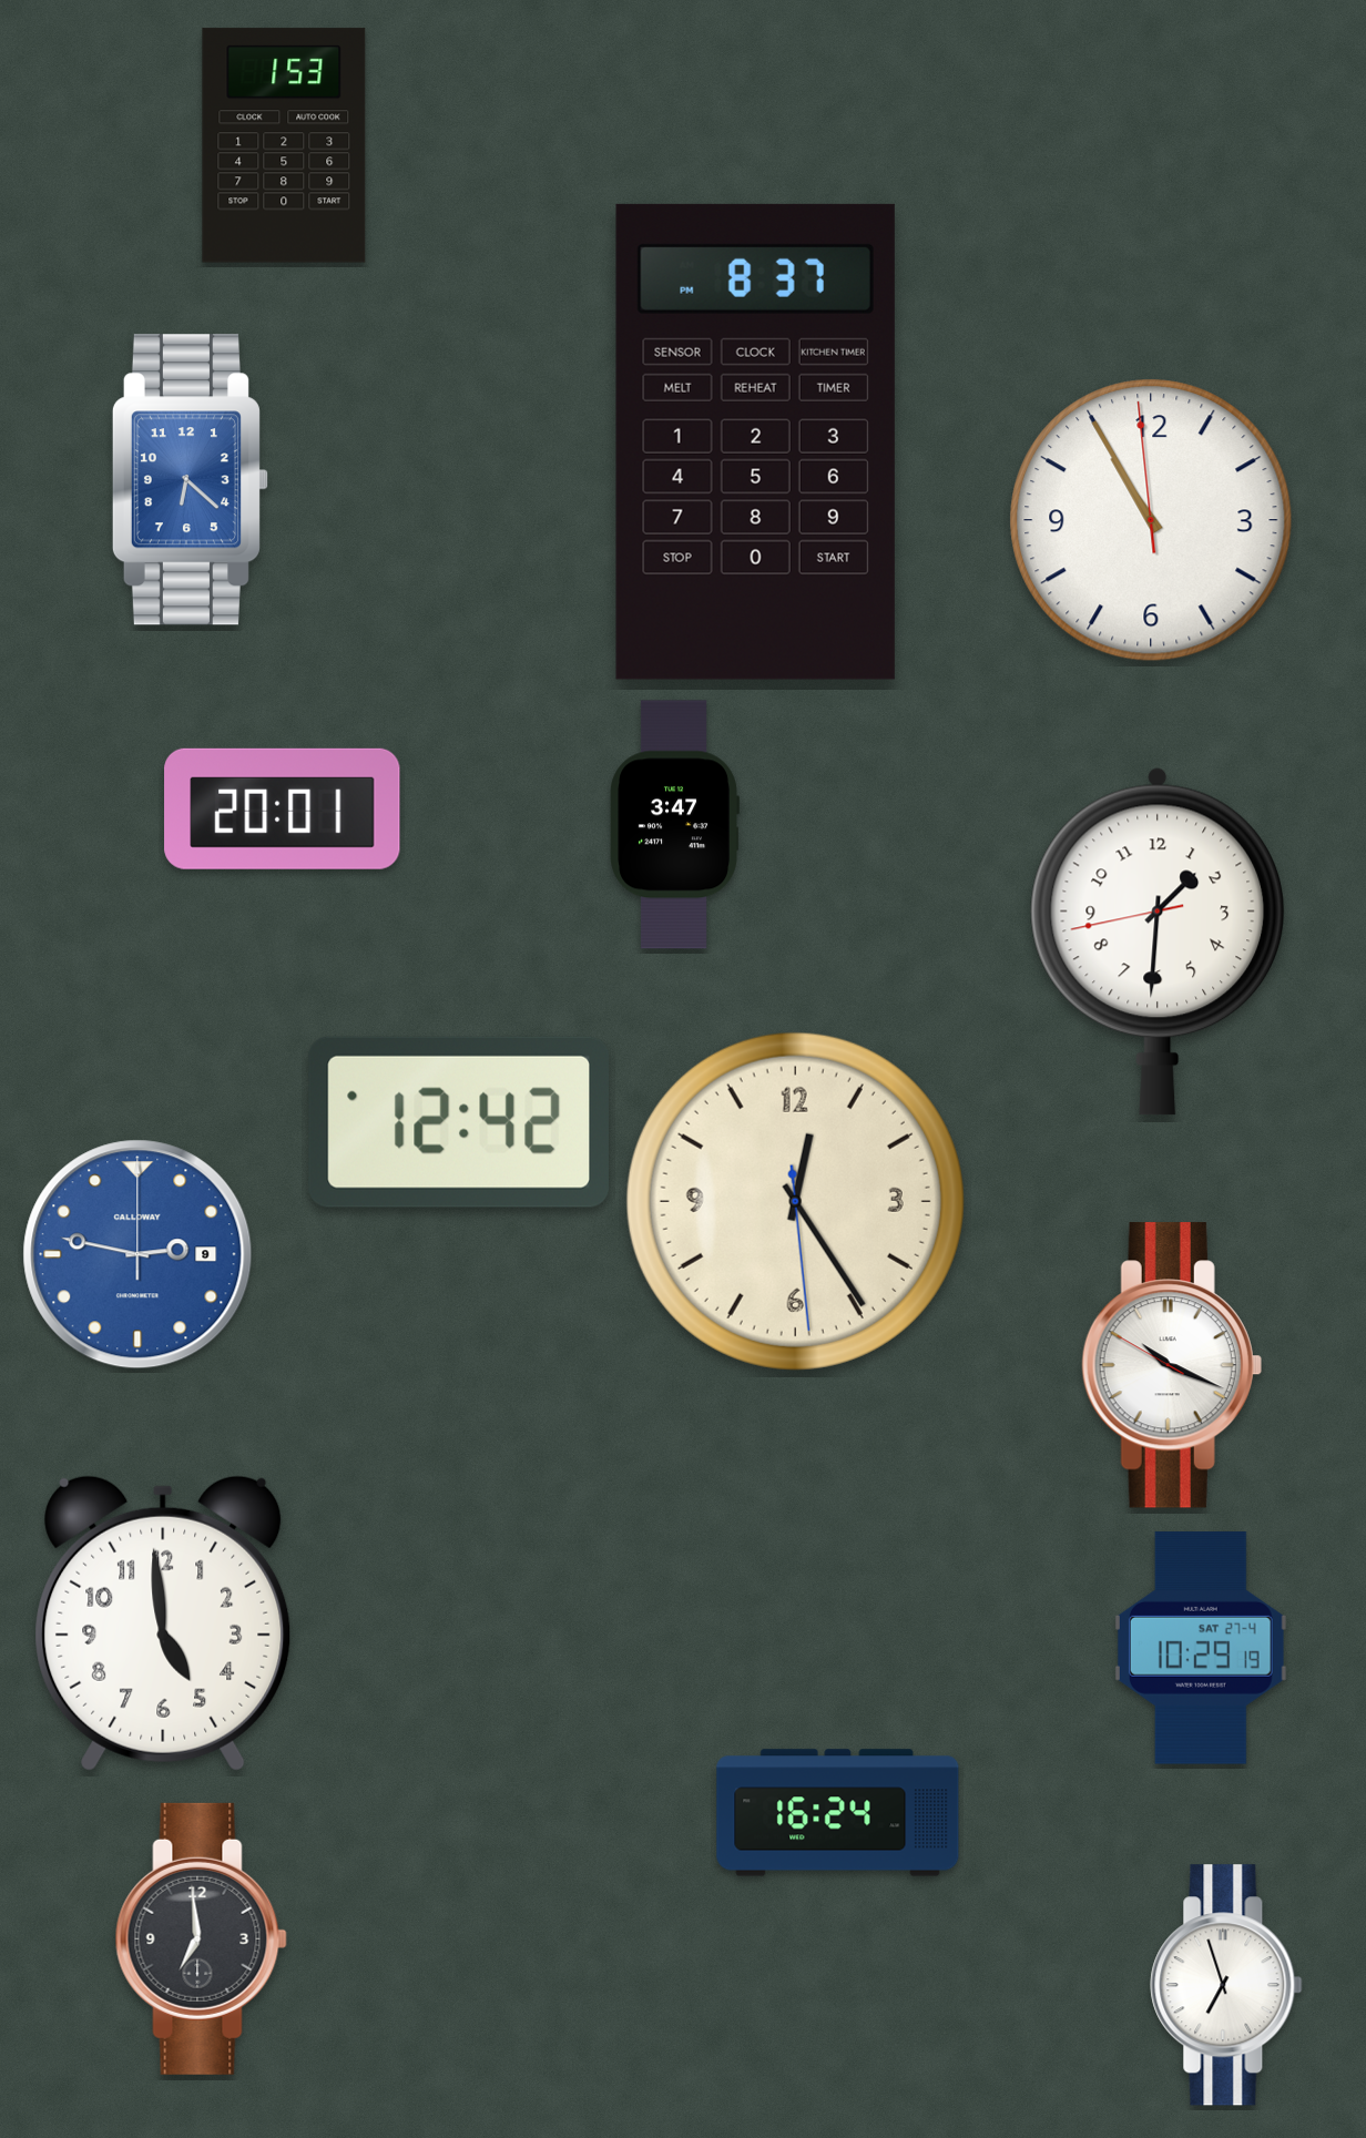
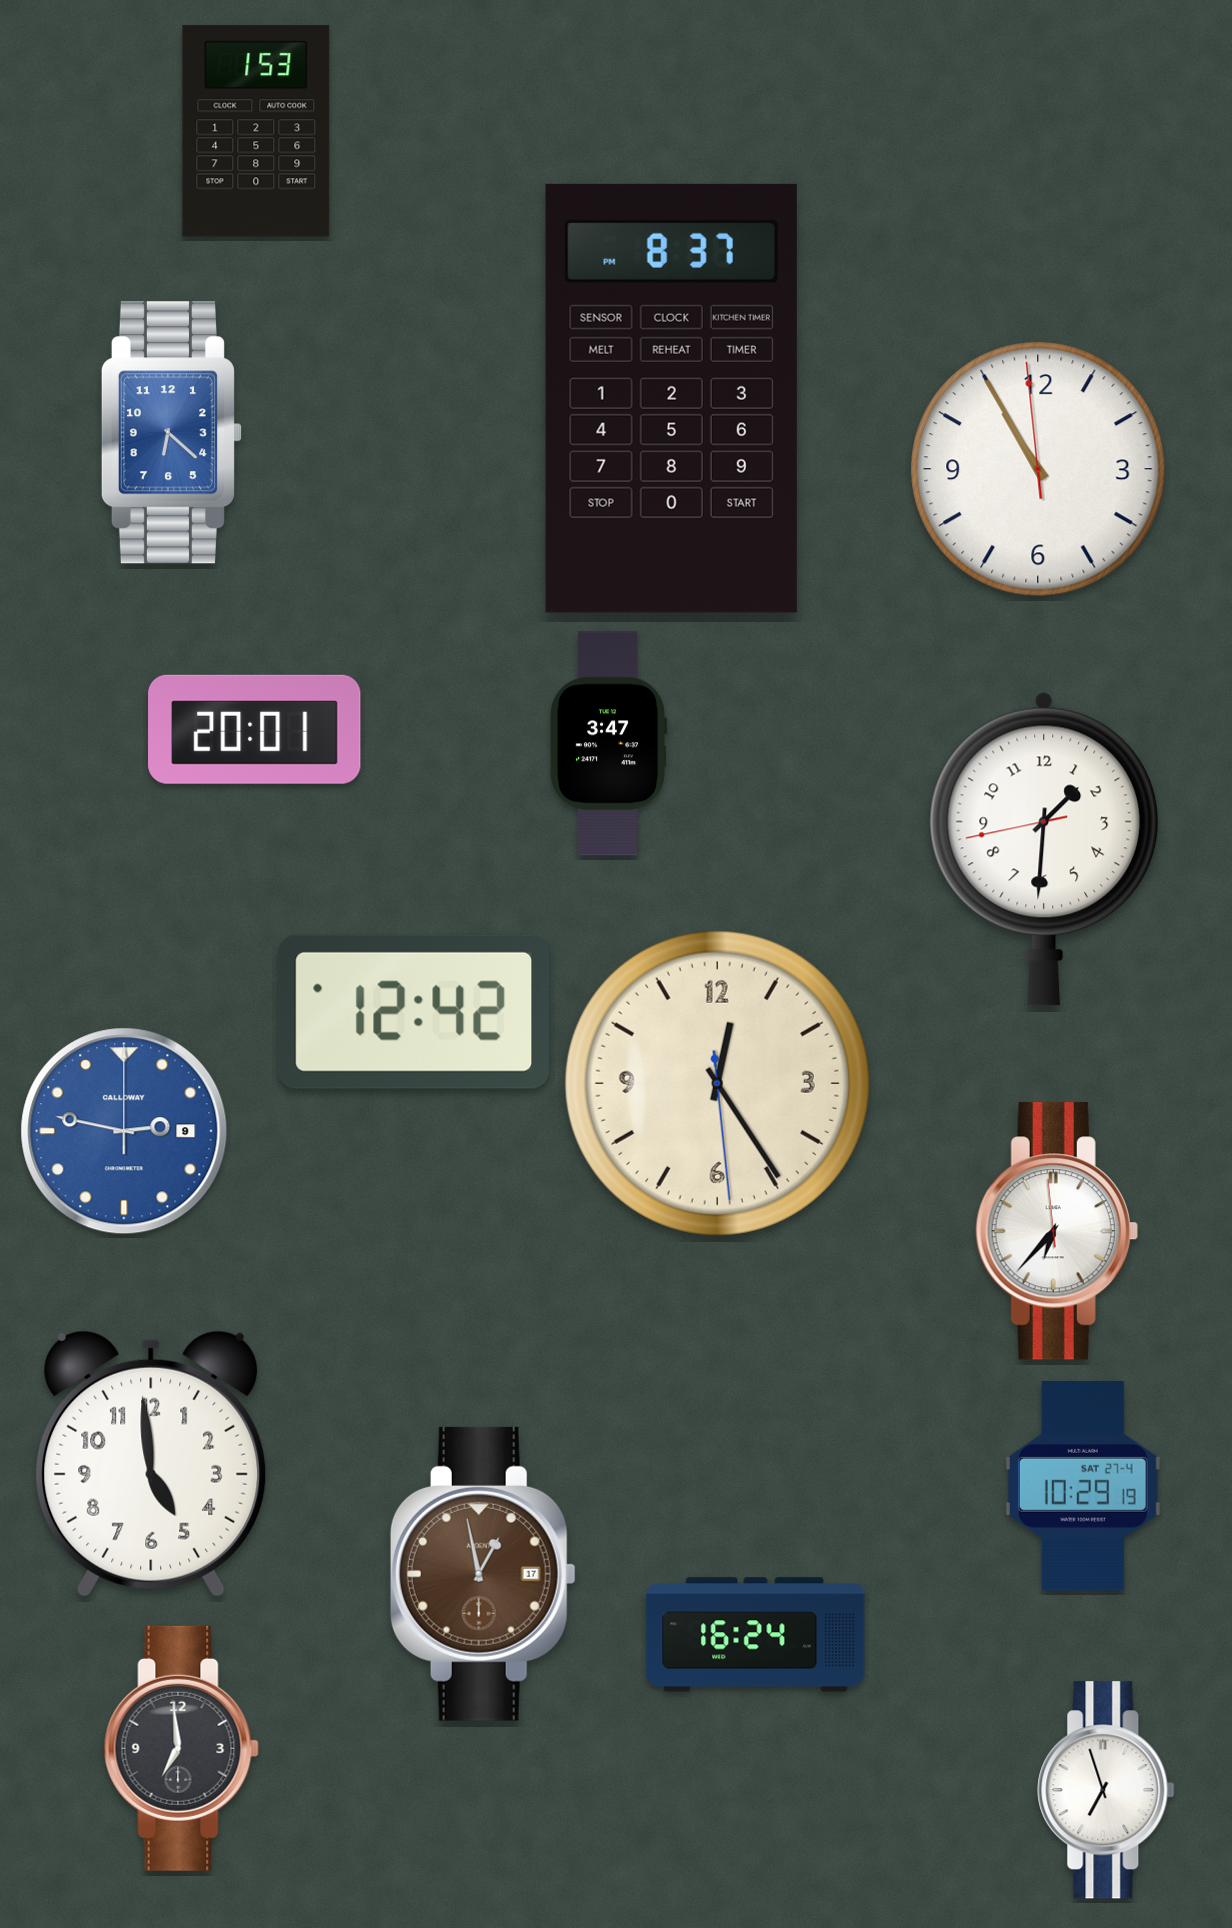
clock at (755, 441) position: (755, 441) -> (671, 398)
clock at (1172, 1365): 10:18 -> 6:36
clock at (163, 1623) position: (163, 1623) -> (151, 1464)
clock at (483, 1574): none -> 12:58
